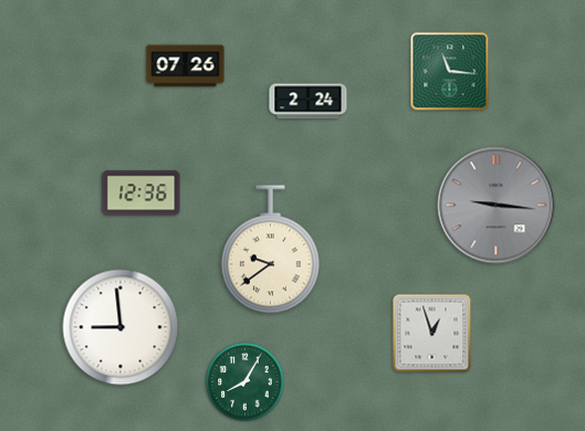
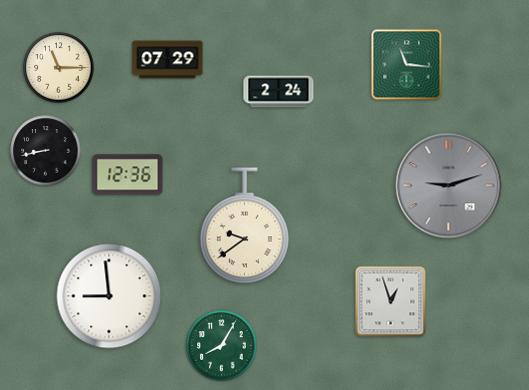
clock at (186, 66): 07:26 -> 07:29
clock at (59, 68): none -> 11:15
clock at (46, 151): none -> 8:43
clock at (497, 206): 9:16 -> 9:12
